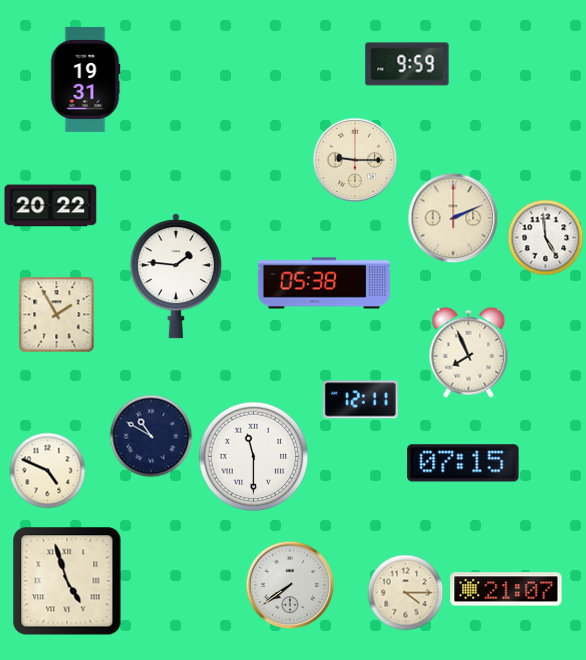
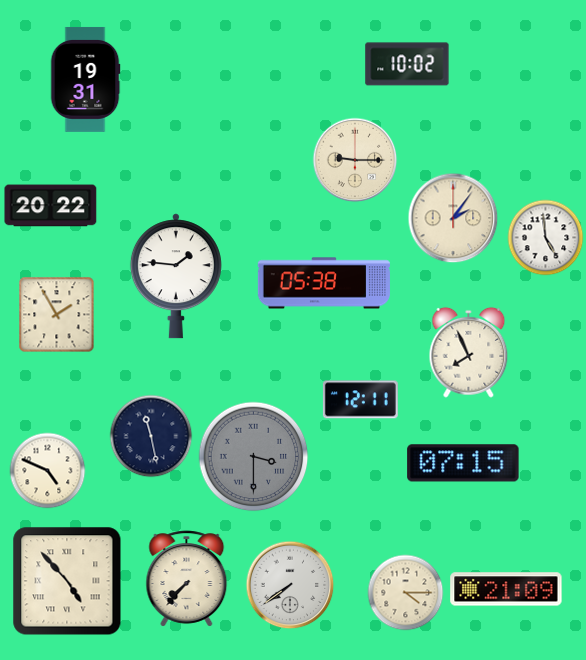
clock at (407, 64): 9:59 -> 10:02
clock at (453, 218): 2:11 -> 2:06
clock at (151, 436): 10:50 -> 11:28
clock at (254, 457): 11:30 -> 3:30
clock at (254, 457) dial: white -> grey
clock at (187, 579): none -> 7:37
clock at (67, 581): 4:57 -> 4:53
clock at (506, 589): 21:07 -> 21:09
